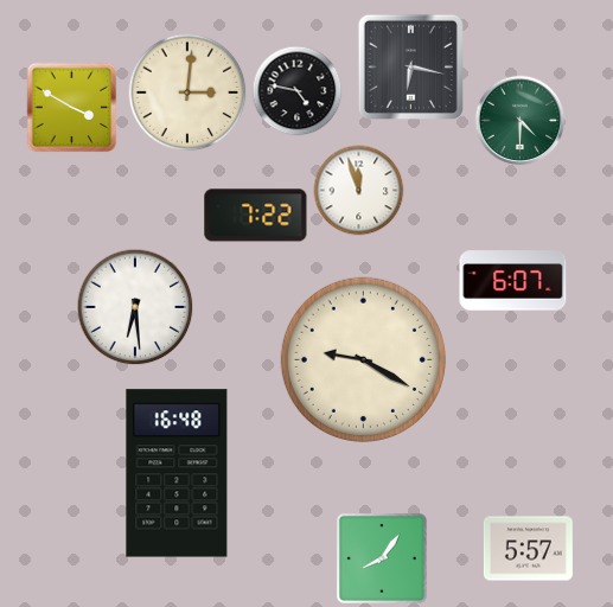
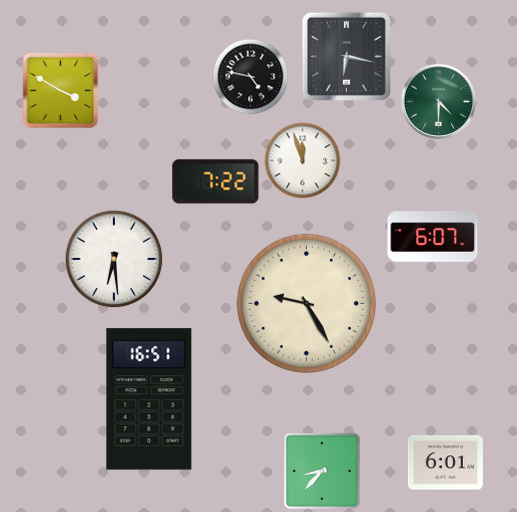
clock at (187, 92): 3:01 -> none
clock at (363, 359): 9:20 -> 9:25
clock at (177, 473): 16:48 -> 16:51
clock at (528, 549): 5:57 -> 6:01
clock at (382, 558): 8:06 -> 8:37
